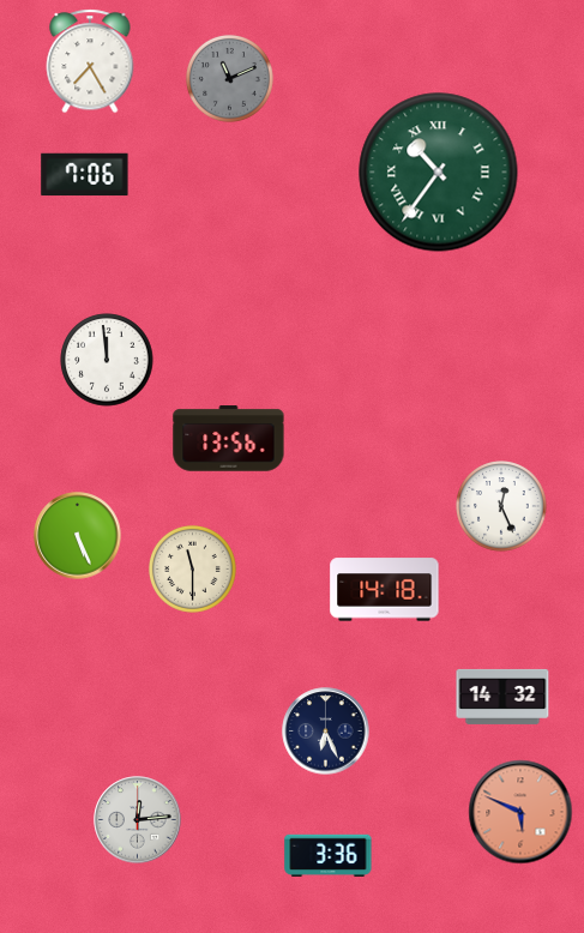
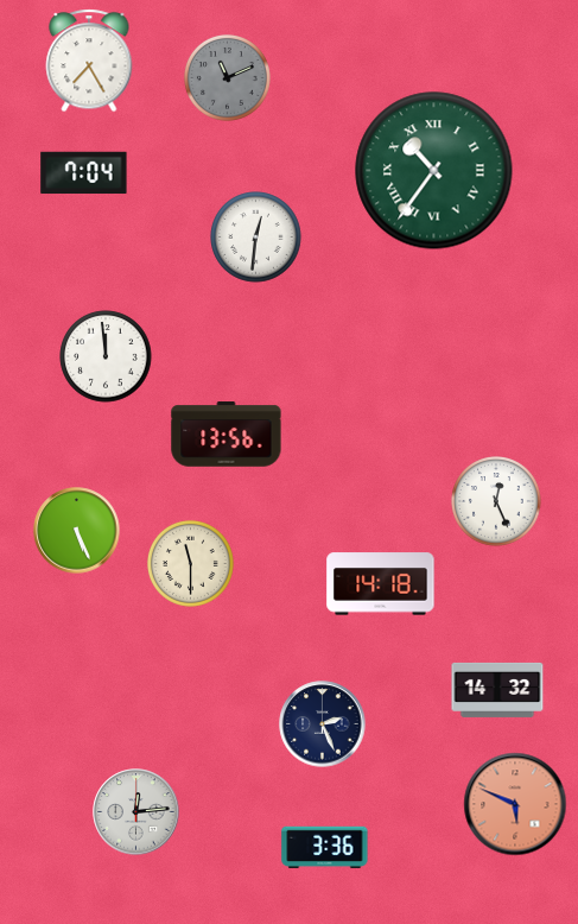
clock at (85, 175): 7:06 -> 7:04
clock at (256, 238): none -> 12:31
clock at (326, 732): 6:26 -> 2:26
